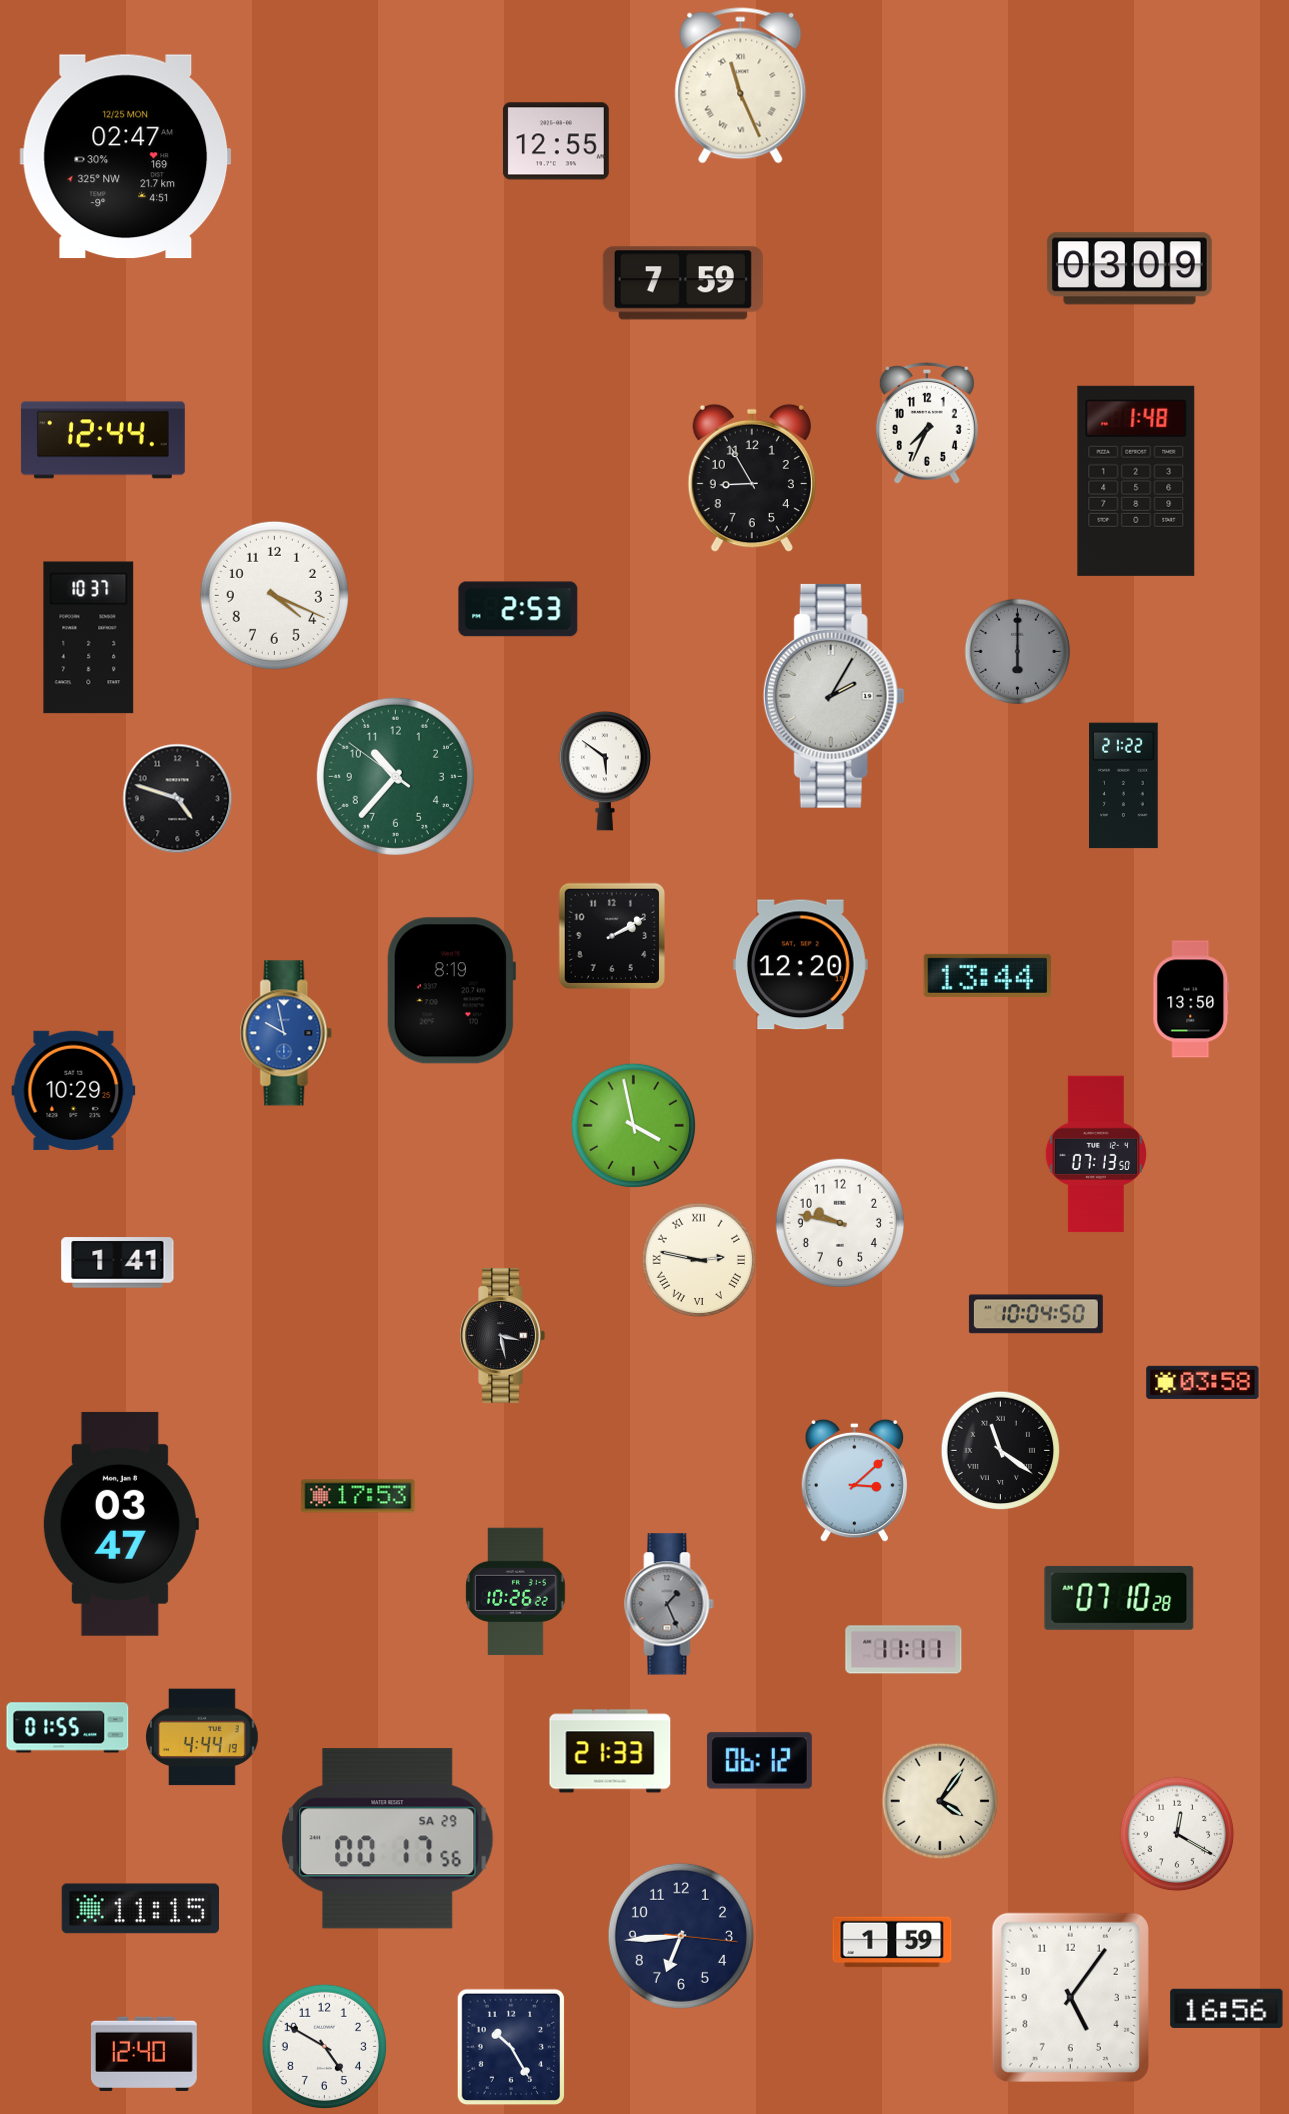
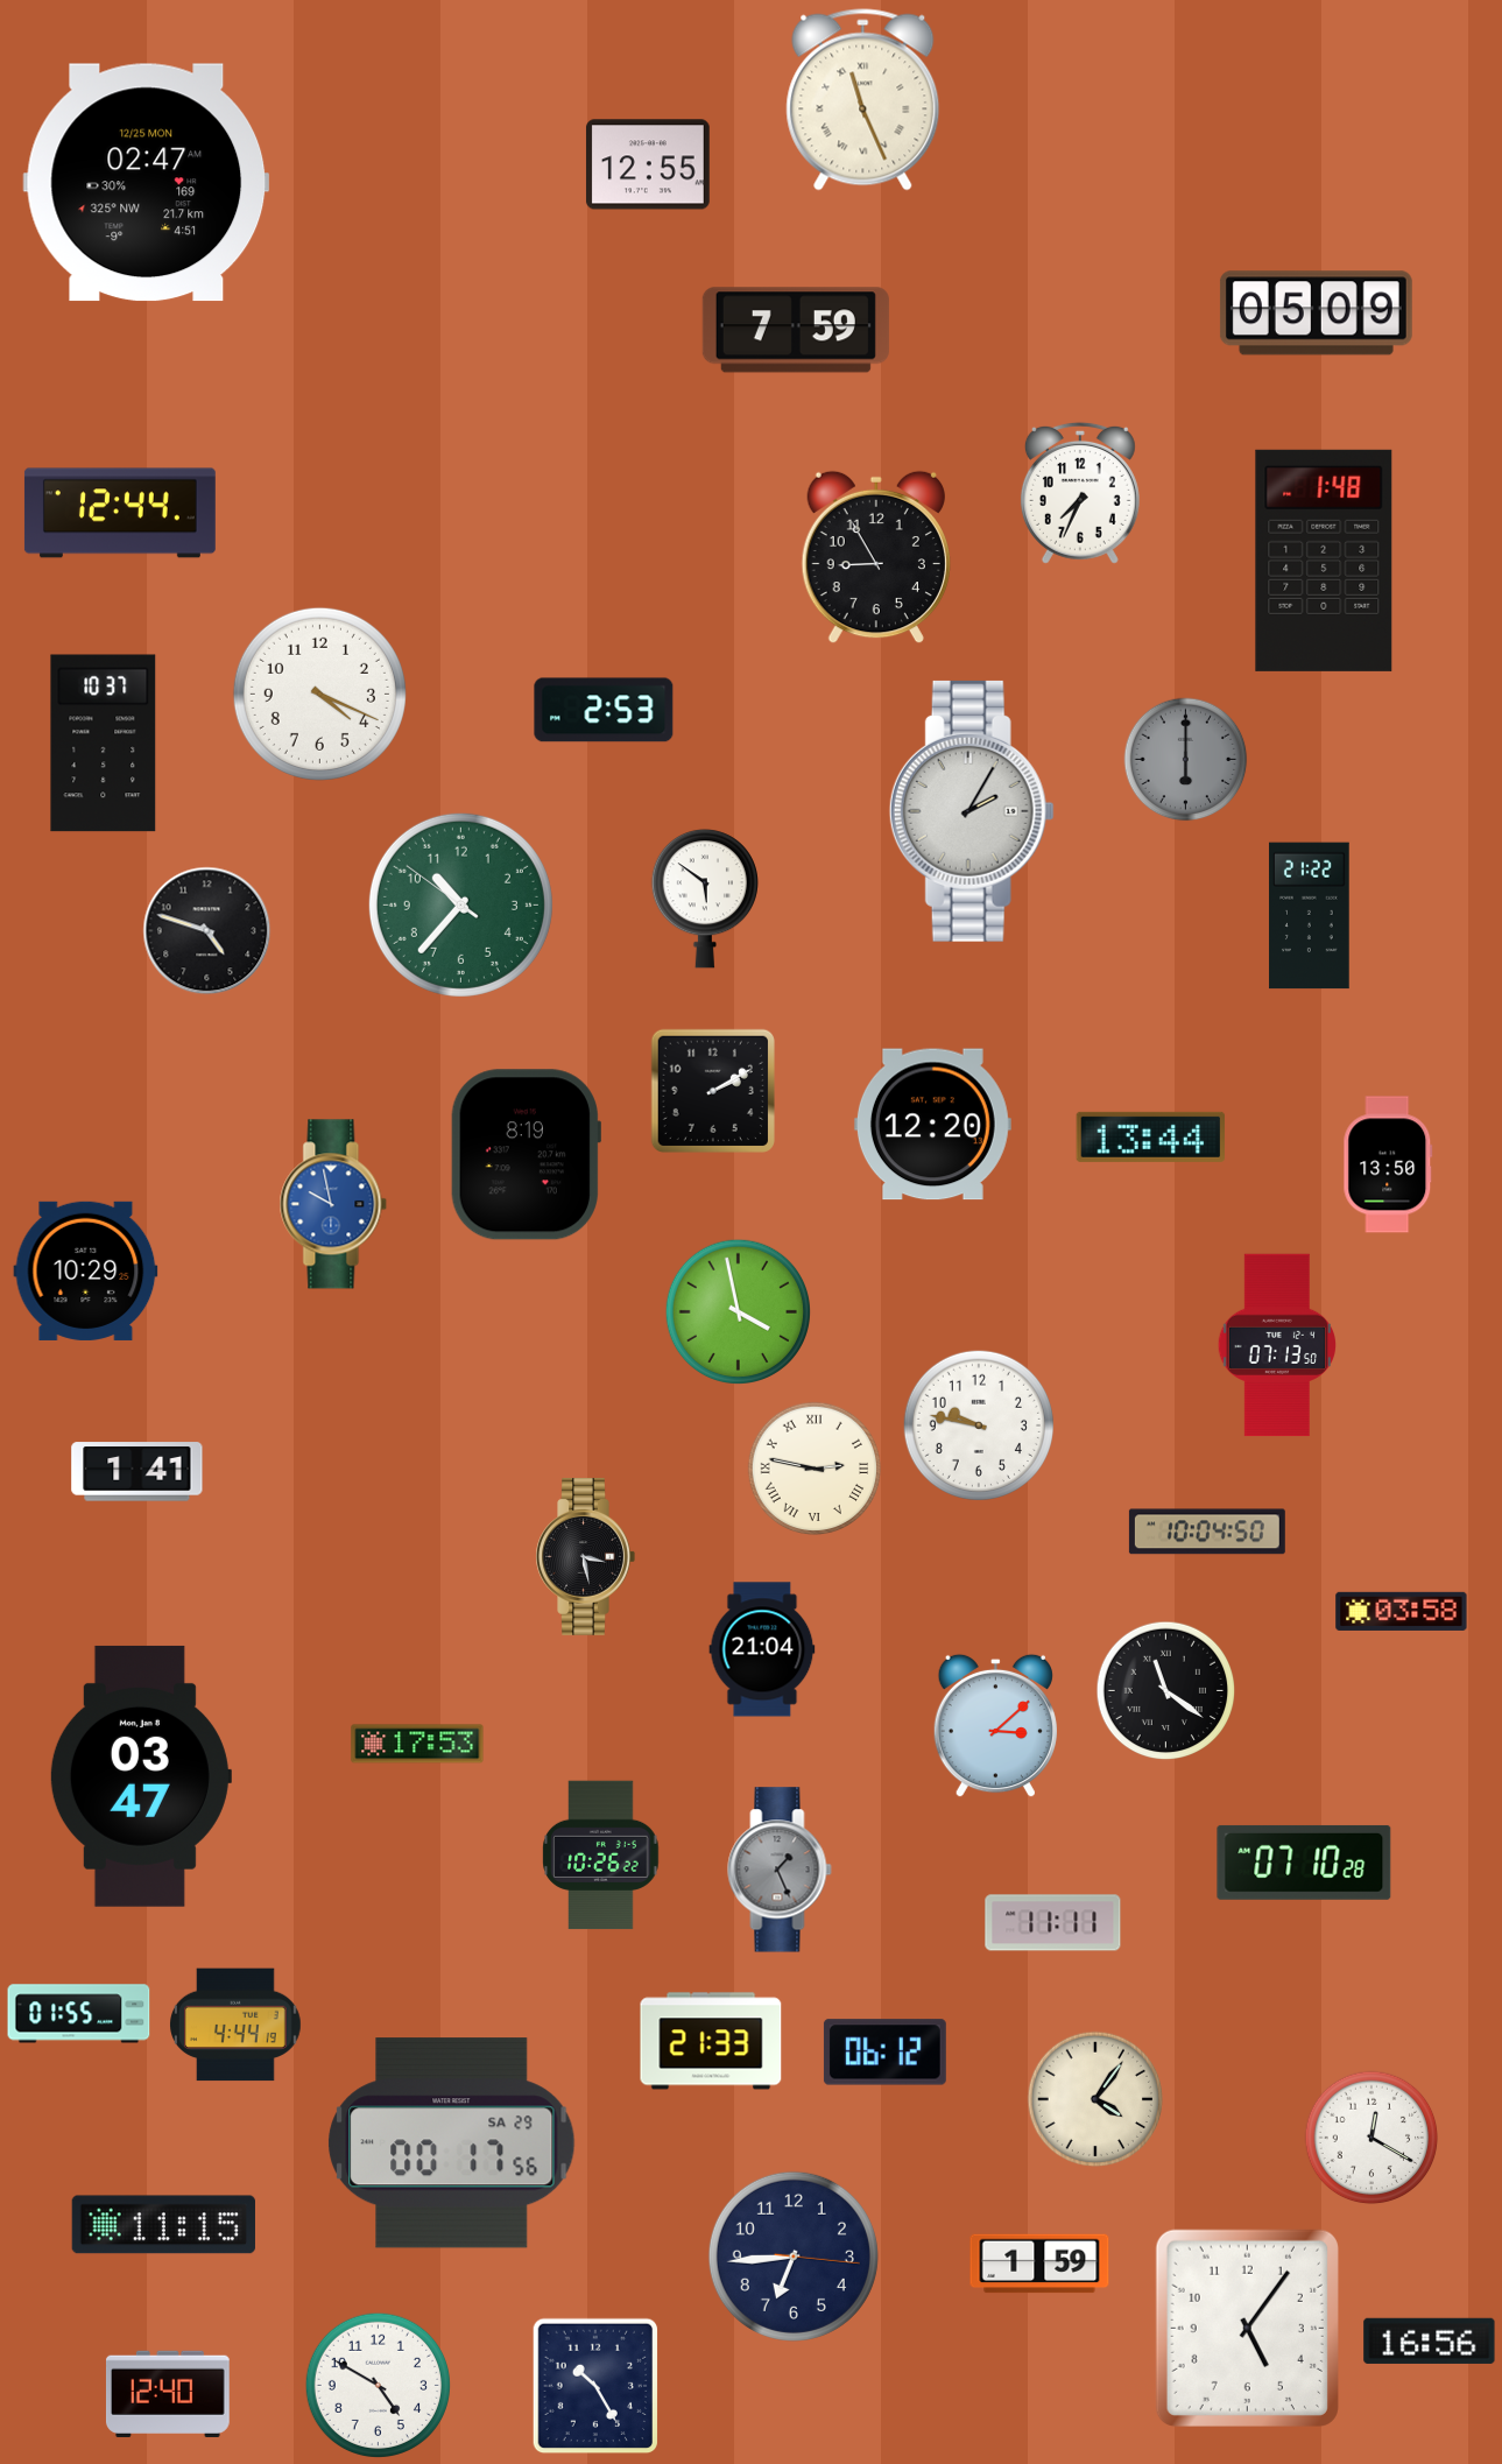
clock at (1129, 269): 03:09 -> 05:09
clock at (762, 1649): none -> 21:04
